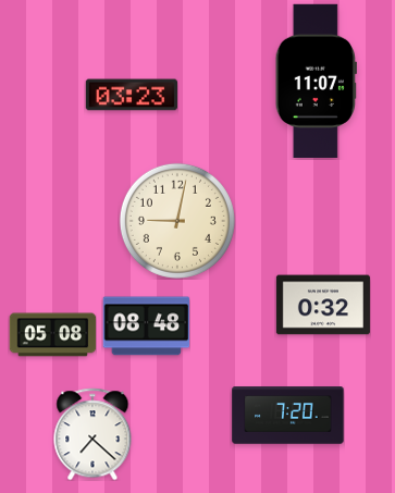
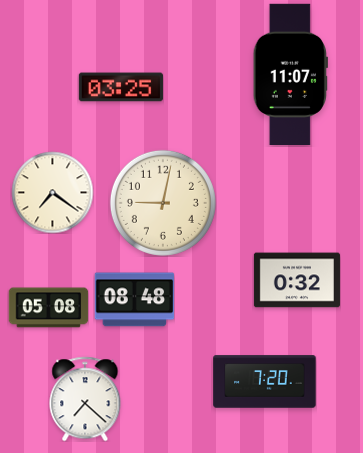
clock at (132, 95): 03:23 -> 03:25
clock at (52, 192): none -> 7:21
